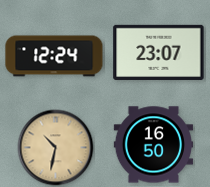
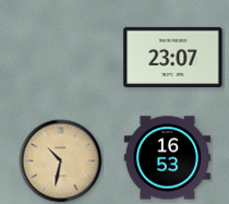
clock at (54, 56): 12:24 -> none
clock at (153, 145): 16:50 -> 16:53
